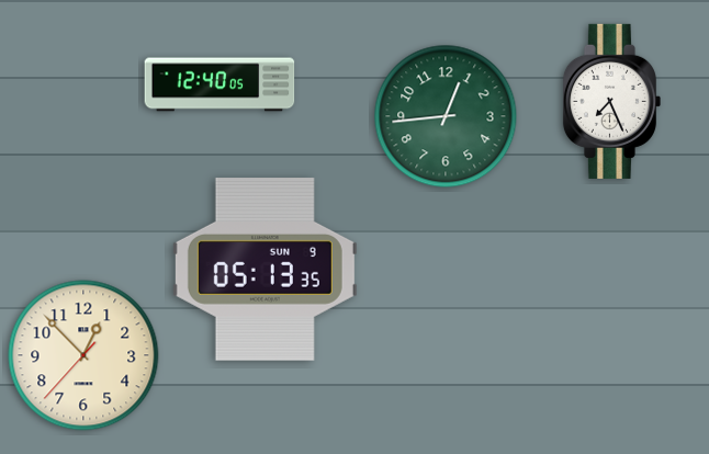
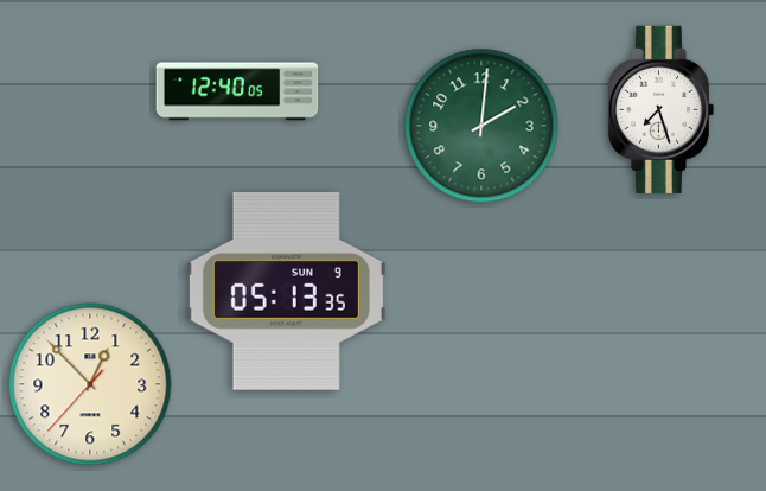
clock at (611, 101): 7:26 -> 7:27
clock at (446, 116): 12:44 -> 2:01
